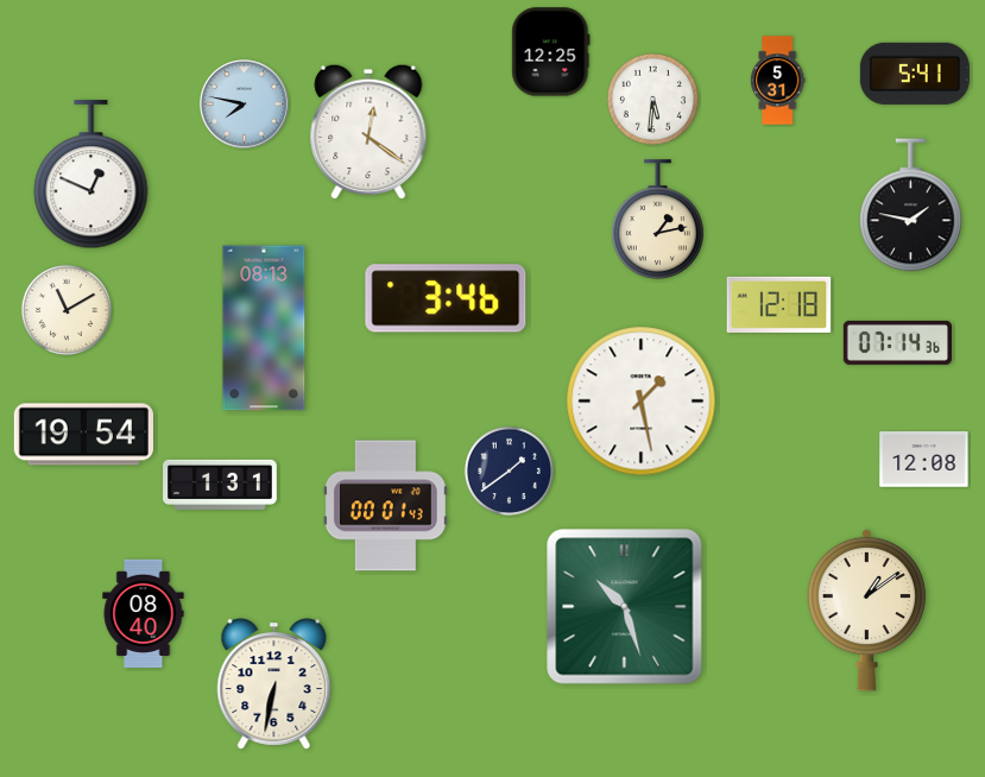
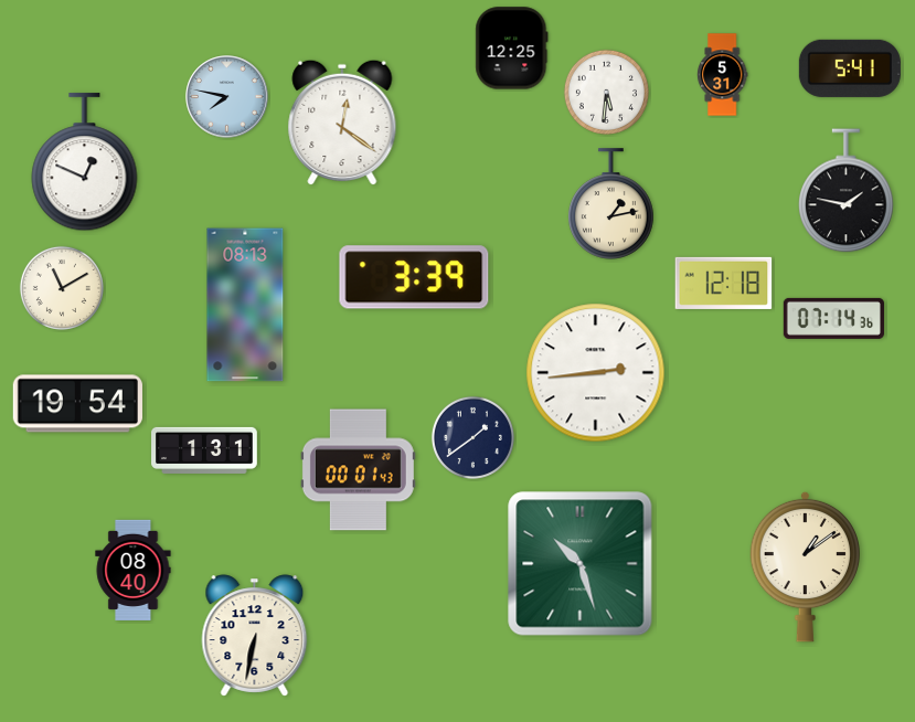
clock at (446, 298): 3:46 -> 3:39
clock at (642, 402): 1:28 -> 2:44
clock at (924, 460): 12:08 -> none
